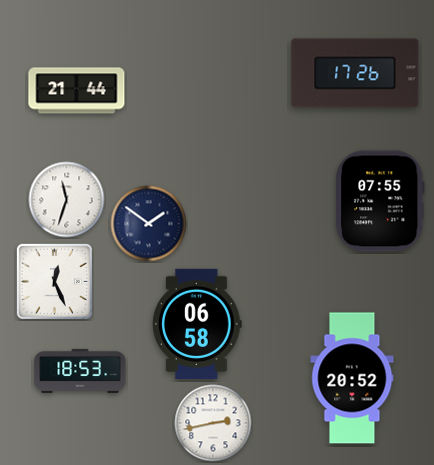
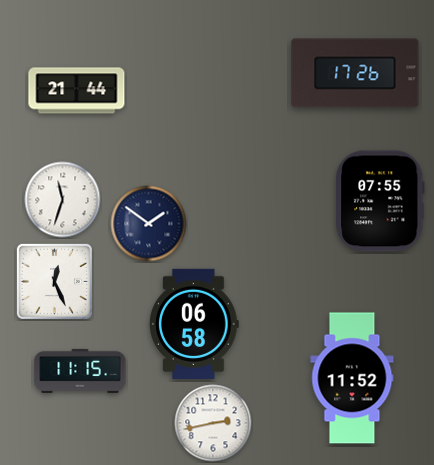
clock at (67, 200) position: (67, 200) -> (63, 200)
clock at (198, 323) position: (198, 323) -> (195, 323)
clock at (80, 371): 18:53 -> 11:15
clock at (352, 378): 20:52 -> 11:52
